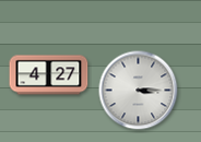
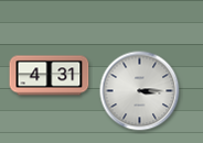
clock at (49, 75): 4:27 -> 4:31
